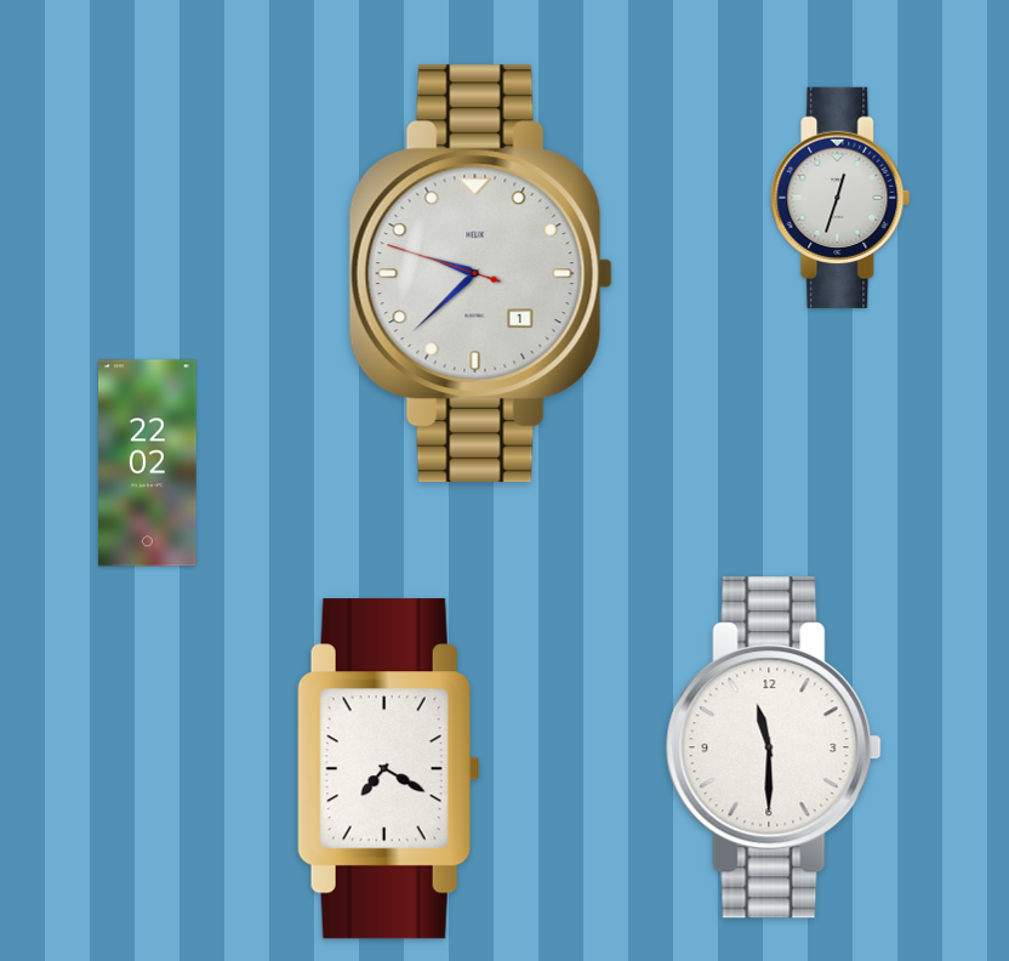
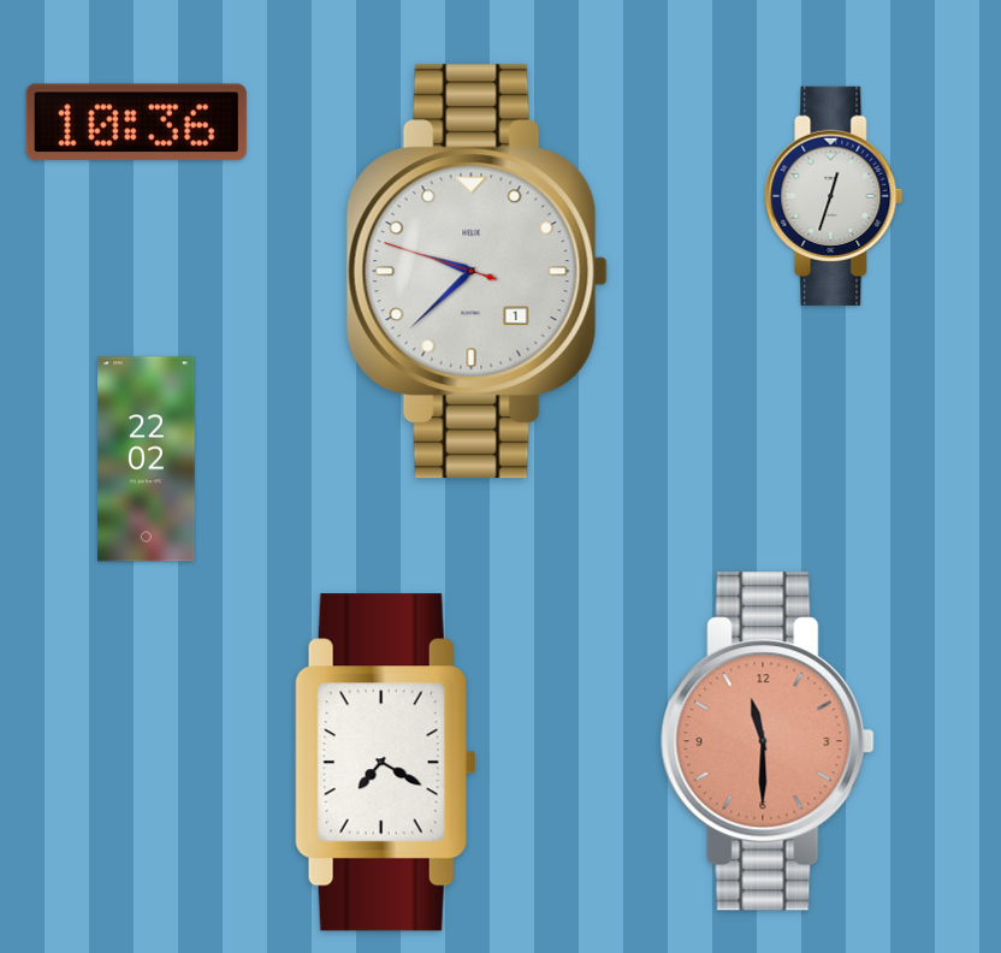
clock at (136, 122): none -> 10:36
clock at (774, 747) dial: white -> salmon
